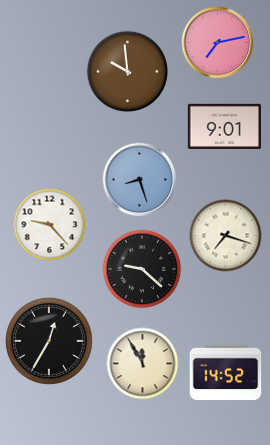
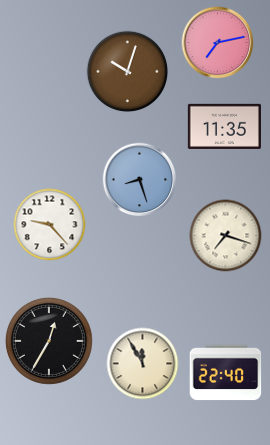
clock at (128, 72): 9:59 -> 10:03
clock at (224, 126): 9:01 -> 11:35
clock at (142, 269): 9:22 -> none
clock at (226, 373): 14:52 -> 22:40
